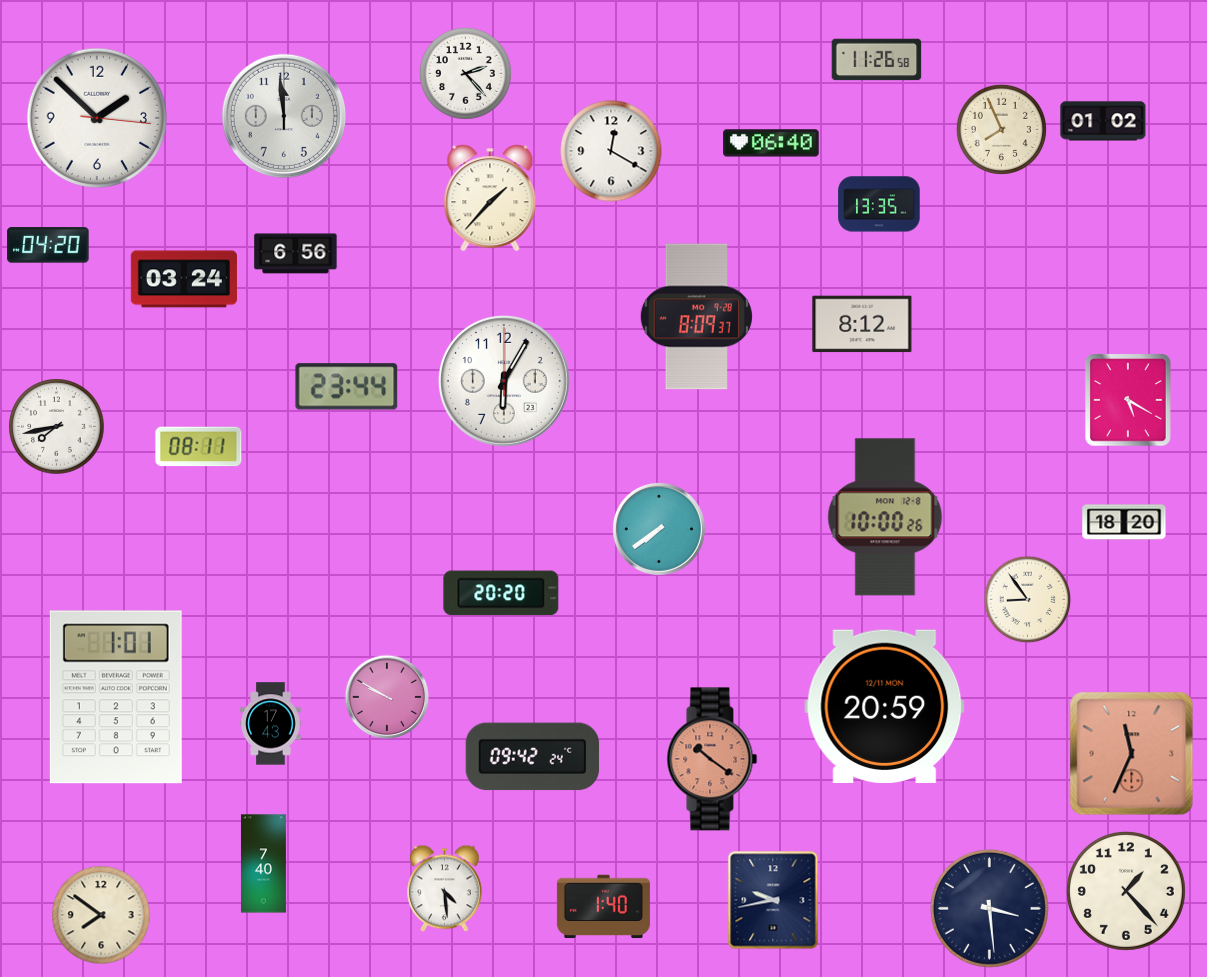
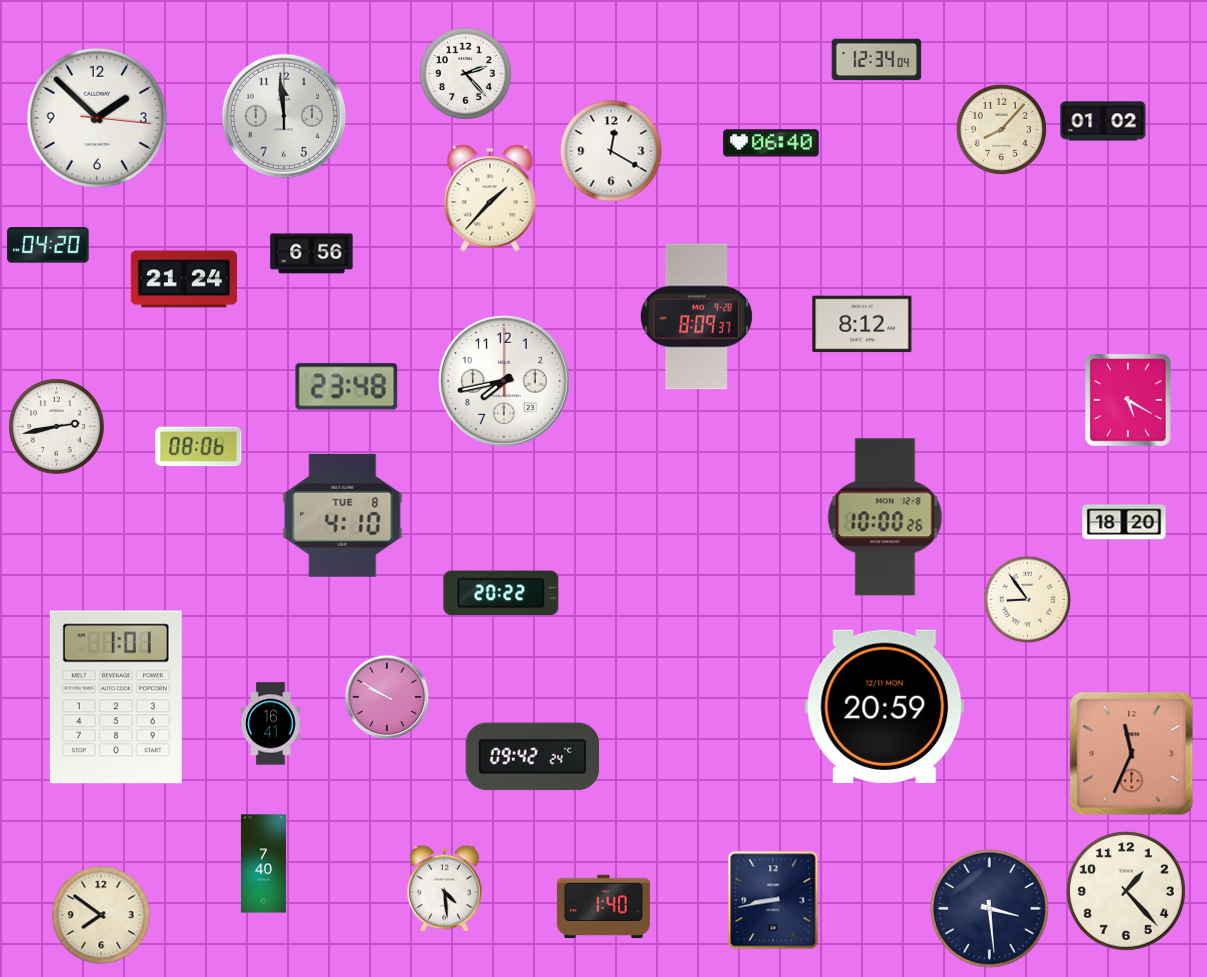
clock at (877, 60): 11:26 -> 12:34
clock at (1001, 129): 7:56 -> 8:07
clock at (879, 204): 13:35 -> none
clock at (296, 254) position: (296, 254) -> (312, 254)
clock at (184, 279): 03:24 -> 21:24
clock at (504, 381): 6:05 -> 7:43
clock at (347, 387): 23:44 -> 23:48
clock at (57, 427): 7:43 -> 2:43
clock at (199, 447): 08:11 -> 08:06
clock at (343, 515): none -> 4:10
clock at (659, 529): 7:39 -> none
clock at (501, 593): 20:20 -> 20:22
clock at (271, 724): 17:43 -> 16:41
clock at (712, 759): 10:21 -> none
clock at (773, 900): 9:43 -> 8:43
